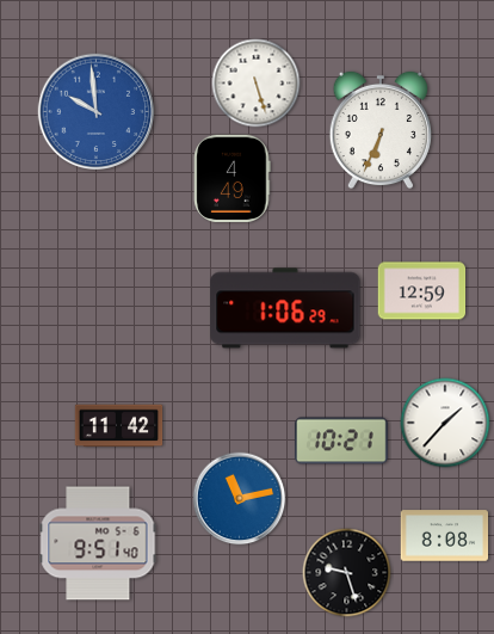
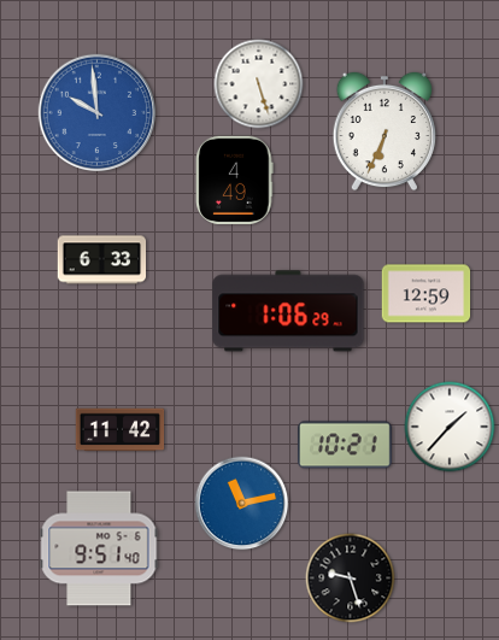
clock at (102, 260): none -> 6:33
clock at (445, 536): 8:08 -> none
